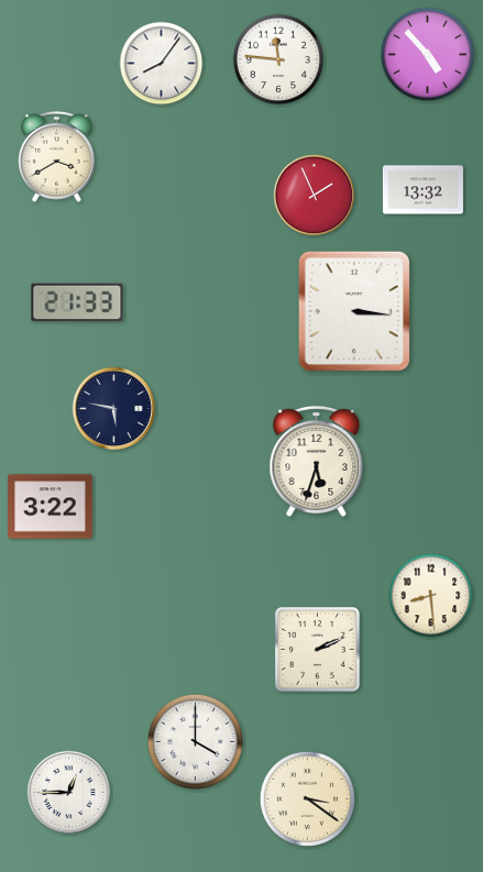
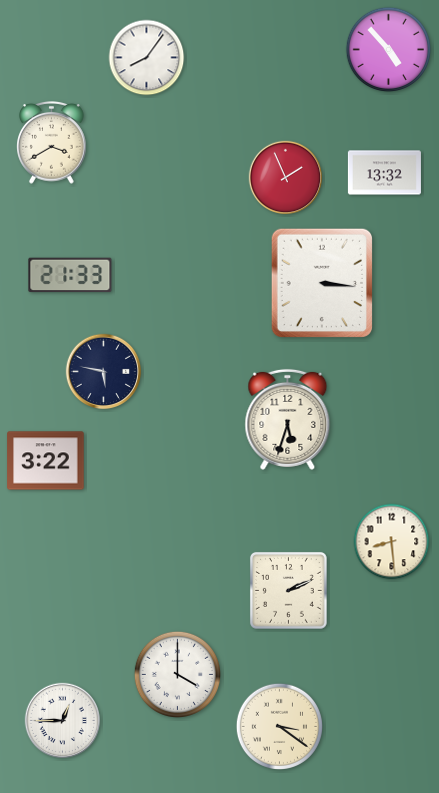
clock at (278, 59): 11:46 -> none
